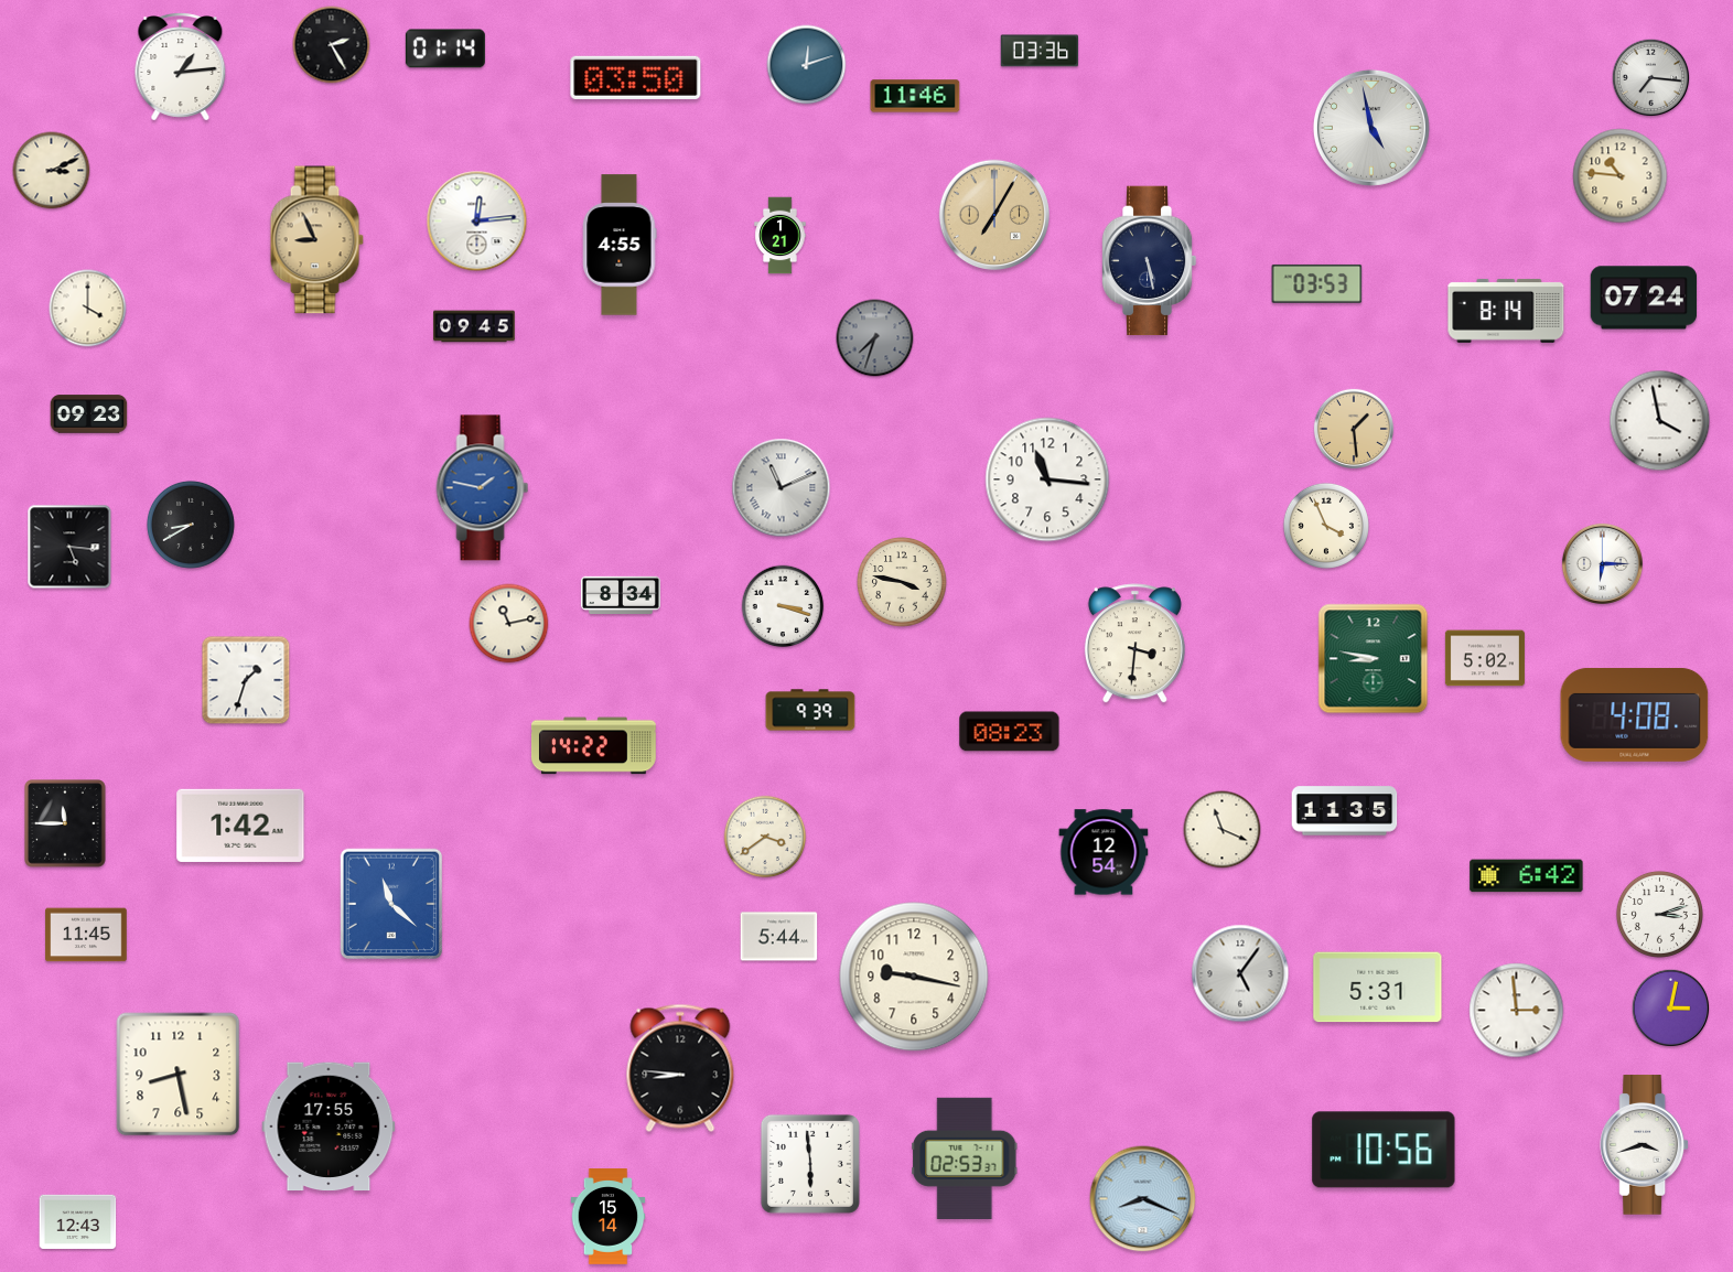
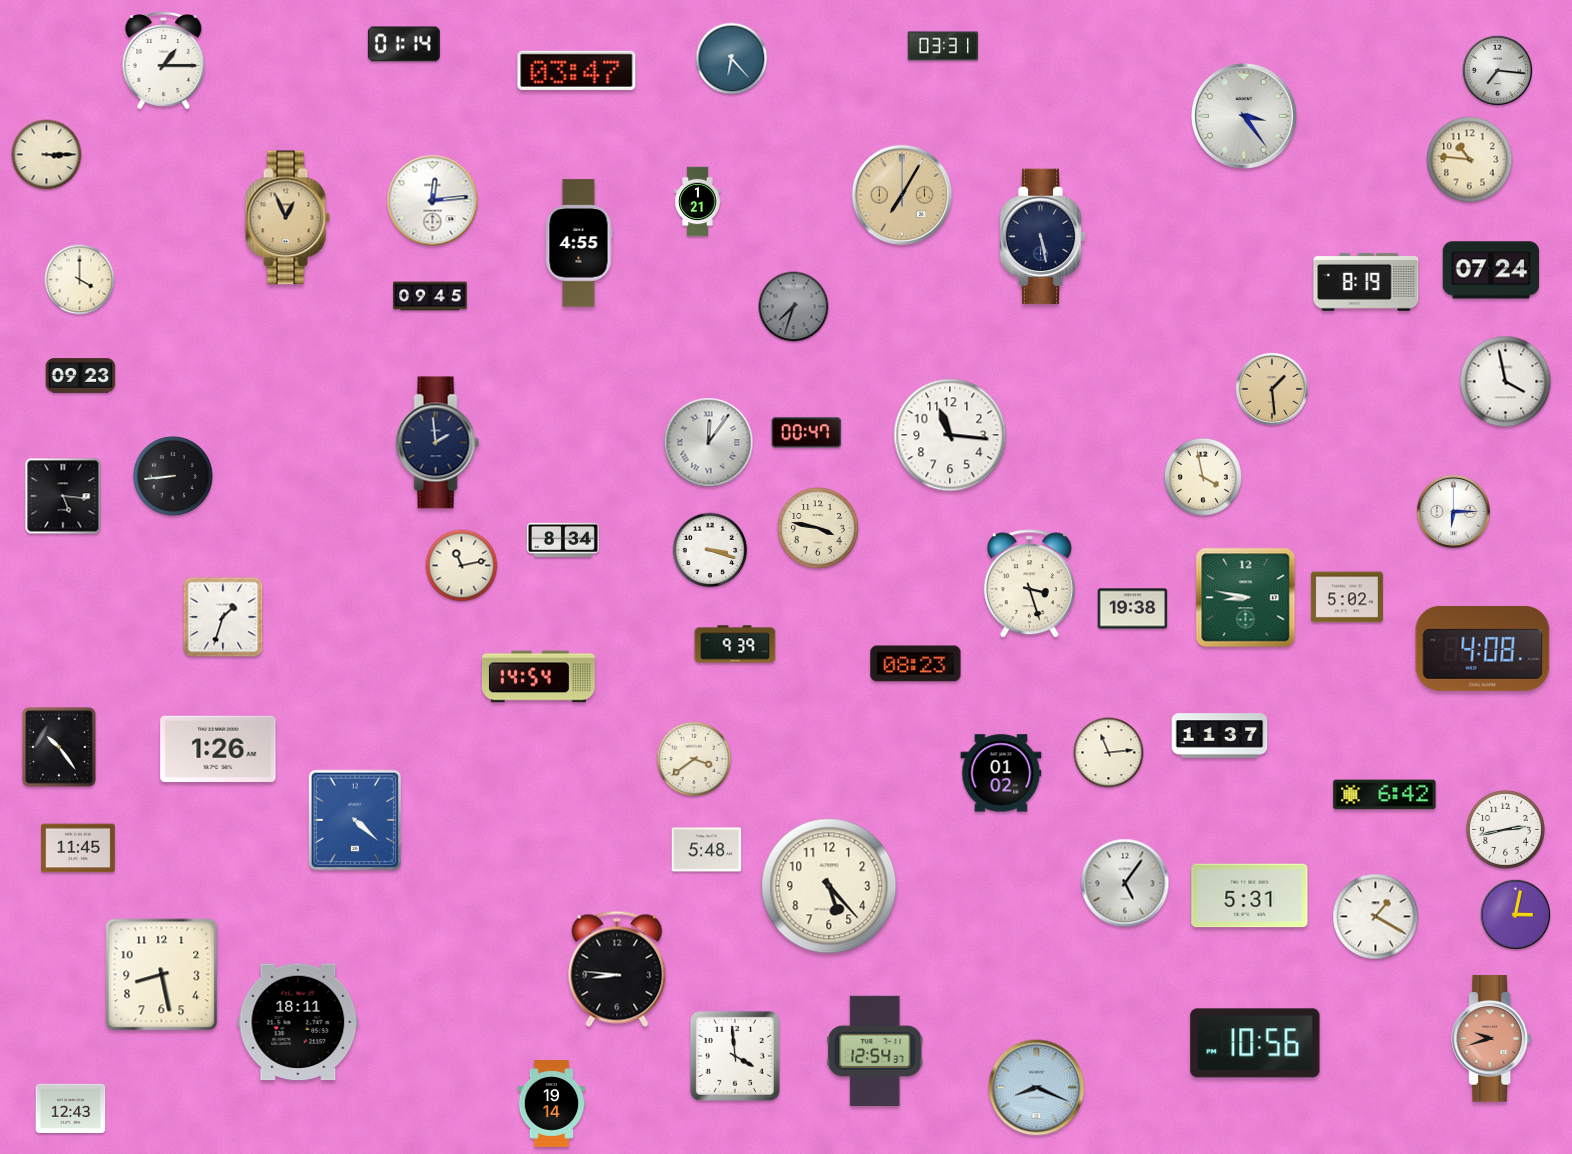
clock at (332, 45): 2:25 -> none
clock at (1040, 51): 03:36 -> 03:31
clock at (807, 65): 12:12 -> 6:23
clock at (181, 67): 1:14 -> 1:15
clock at (636, 77): 03:50 -> 03:47
clock at (915, 96): 11:46 -> none
clock at (1371, 128): 4:58 -> 3:24
clock at (52, 171): 3:11 -> 3:15
clock at (781, 236) position: (781, 236) -> (698, 202)
clock at (316, 240): 8:56 -> 12:56
clock at (620, 245) position: (620, 245) -> (579, 243)
clock at (1317, 283): 03:53 -> none
clock at (1506, 311): 8:14 -> 8:19
clock at (1354, 429) position: (1354, 429) -> (1272, 389)
clock at (807, 433): none -> 00:47
clock at (483, 488): 1:47 -> 1:59
clock at (483, 488) dial: blue -> navy
clock at (782, 488): 11:11 -> 12:06
clock at (191, 525): 8:40 -> 8:44
clock at (1326, 526): 3:56 -> 3:58
clock at (1134, 644): 3:31 -> 3:27
clock at (1133, 609): none -> 19:38
clock at (594, 746): 14:22 -> 14:54
clock at (1345, 811): 11:35 -> 11:37
clock at (65, 823): 11:45 -> 10:24
clock at (240, 826): 1:42 -> 1:26
clock at (1223, 830): 11:19 -> 11:14
clock at (1104, 852): 12:54 -> 01:02
clock at (391, 904): 11:22 -> 4:22
clock at (1659, 914): 3:12 -> 2:43
clock at (779, 937): 5:44 -> 5:48
clock at (914, 977): 9:17 -> 5:23
clock at (1517, 1011): 2:59 -> 1:20
clock at (329, 1127): 17:55 -> 18:11
clock at (1645, 1145): 3:42 -> 9:42
clock at (1645, 1145) dial: white -> salmon
clock at (965, 1158): 02:53 -> 12:54
clock at (810, 1164): 5:59 -> 3:59
clock at (609, 1217): 15:14 -> 19:14
